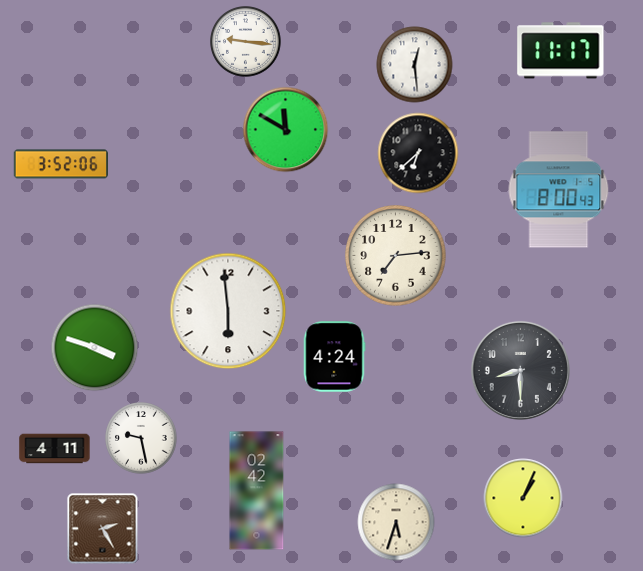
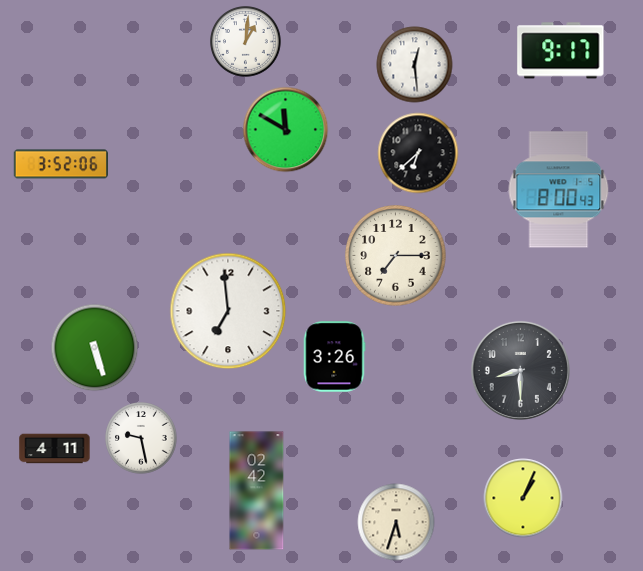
clock at (246, 42): 9:16 -> 1:01
clock at (561, 51): 11:17 -> 9:17
clock at (396, 256): 7:14 -> 7:15
clock at (228, 311): 5:59 -> 6:59
clock at (95, 348): 3:48 -> 5:27
clock at (334, 357): 4:24 -> 3:26
clock at (103, 529): 2:25 -> none
